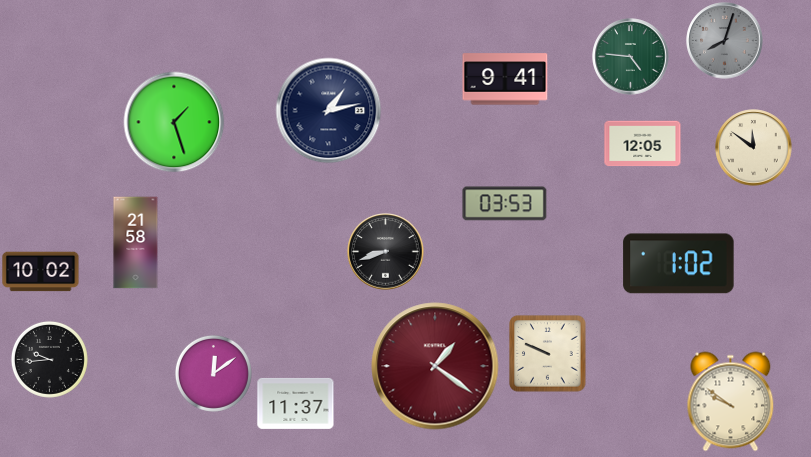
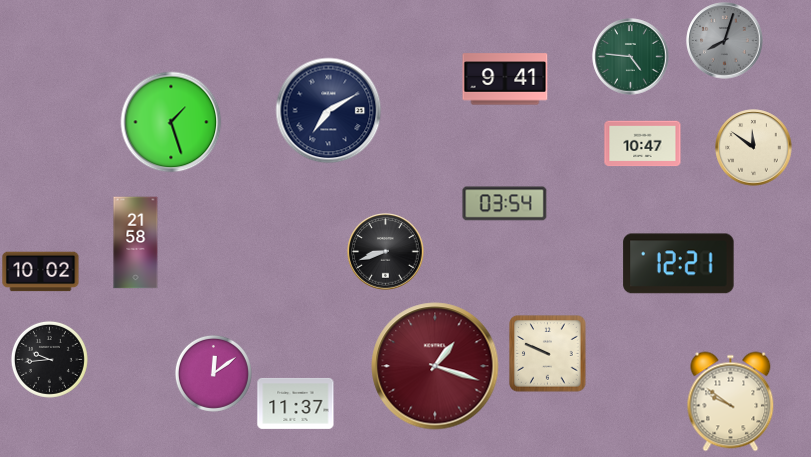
clock at (329, 111): 1:13 -> 7:10
clock at (174, 122) position: (174, 122) -> (171, 122)
clock at (643, 144): 12:05 -> 10:47
clock at (505, 204): 03:53 -> 03:54
clock at (679, 264): 1:02 -> 12:21
clock at (435, 366): 1:21 -> 1:18
